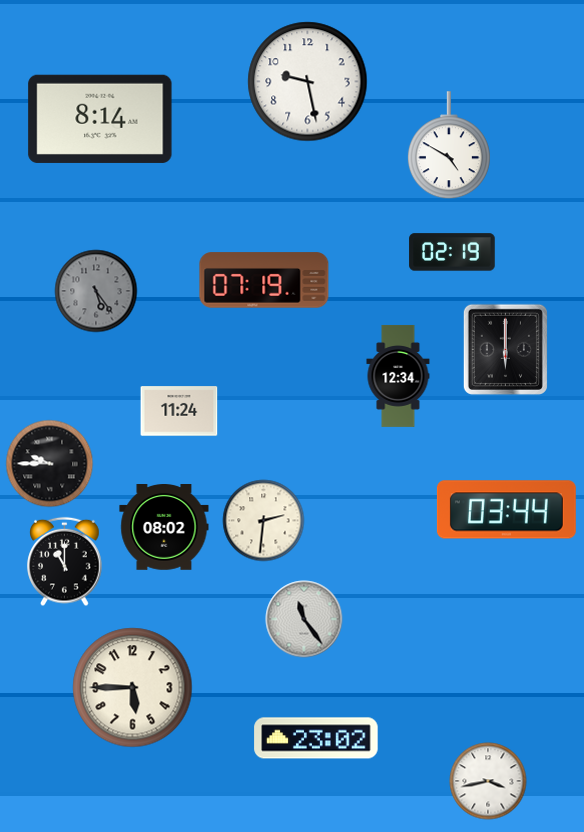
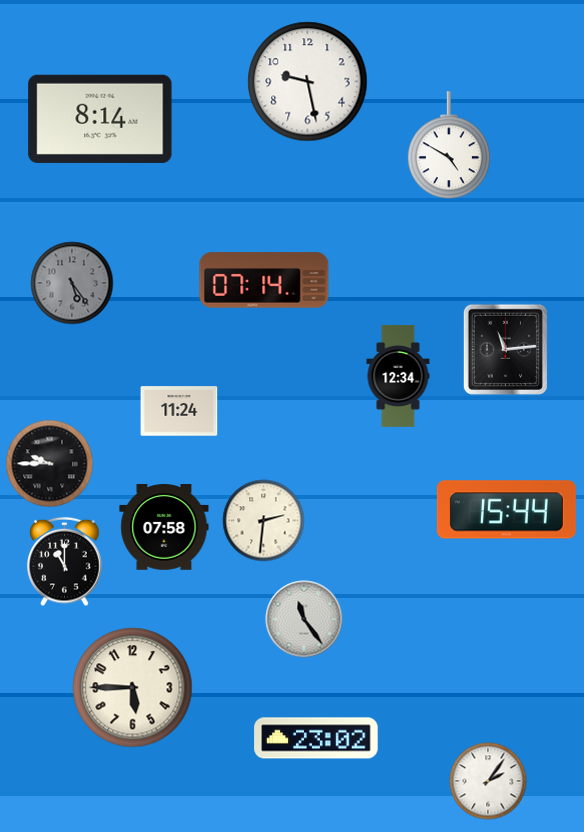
clock at (452, 252): 02:19 -> none
clock at (264, 280): 07:19 -> 07:14
clock at (96, 291) position: (96, 291) -> (72, 283)
clock at (505, 349): 6:00 -> 11:14
clock at (506, 510): 03:44 -> 15:44
clock at (164, 528): 08:02 -> 07:58
clock at (488, 781): 3:43 -> 2:06
